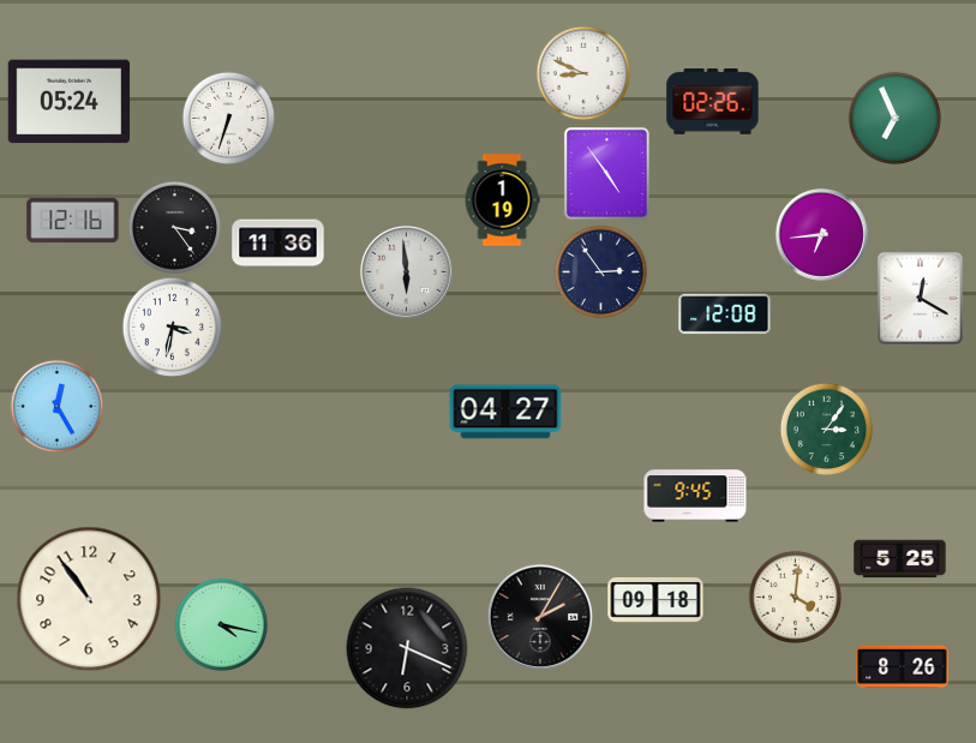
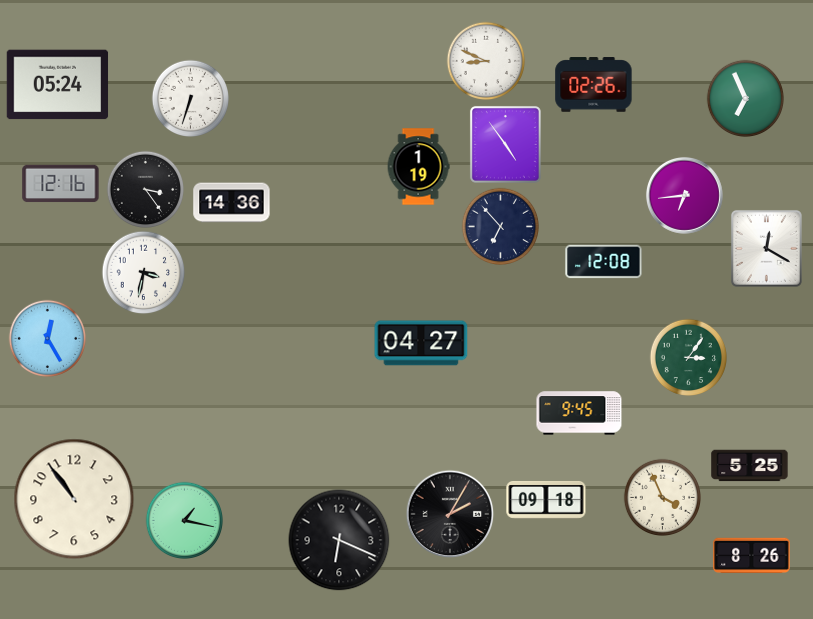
clock at (279, 244): 11:36 -> 14:36
clock at (406, 271): 5:59 -> none
clock at (600, 271): 2:54 -> 6:53
clock at (795, 597): 4:01 -> 3:56
clock at (221, 624): 4:17 -> 1:17
